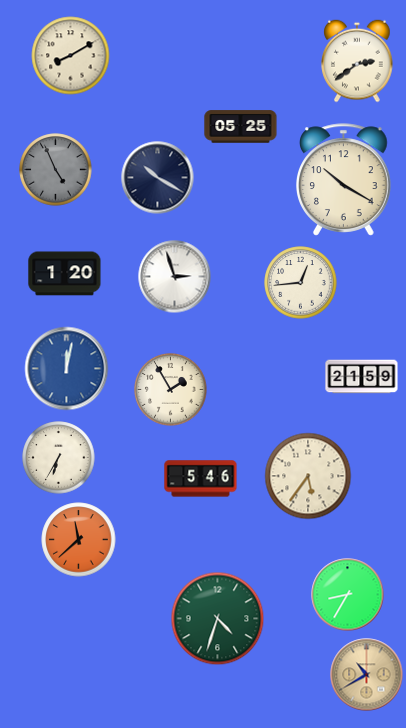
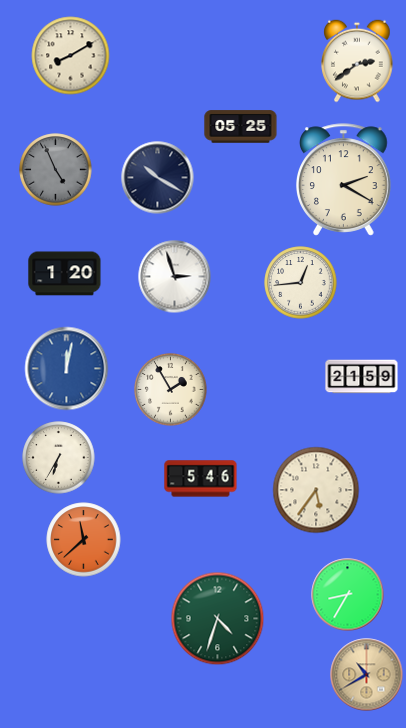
clock at (344, 180): 10:20 -> 2:20
clock at (308, 476) position: (308, 476) -> (316, 490)
clock at (79, 540) position: (79, 540) -> (84, 540)
